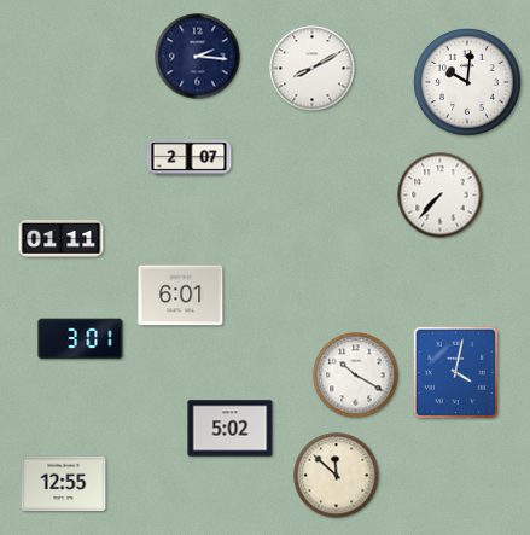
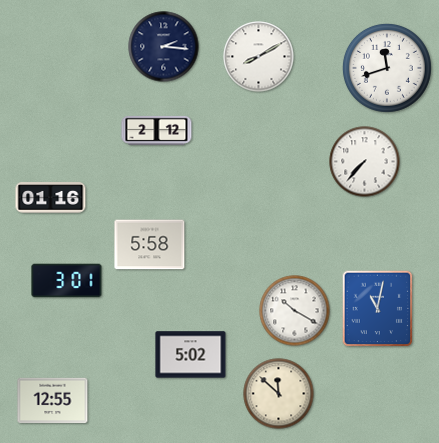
clock at (467, 82): 10:01 -> 11:42
clock at (190, 157): 2:07 -> 2:12
clock at (62, 239): 01:11 -> 01:16
clock at (181, 296): 6:01 -> 5:58
clock at (456, 373): 4:02 -> 11:02
